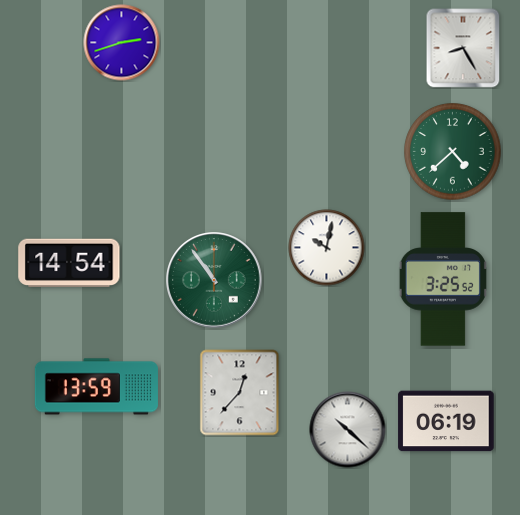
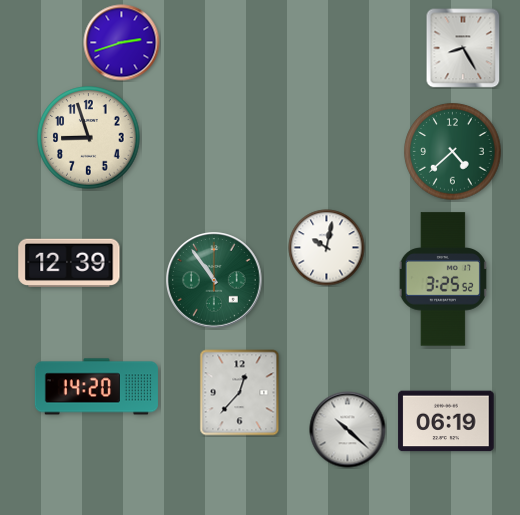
clock at (89, 138): none -> 8:57
clock at (69, 262): 14:54 -> 12:39
clock at (96, 387): 13:59 -> 14:20
